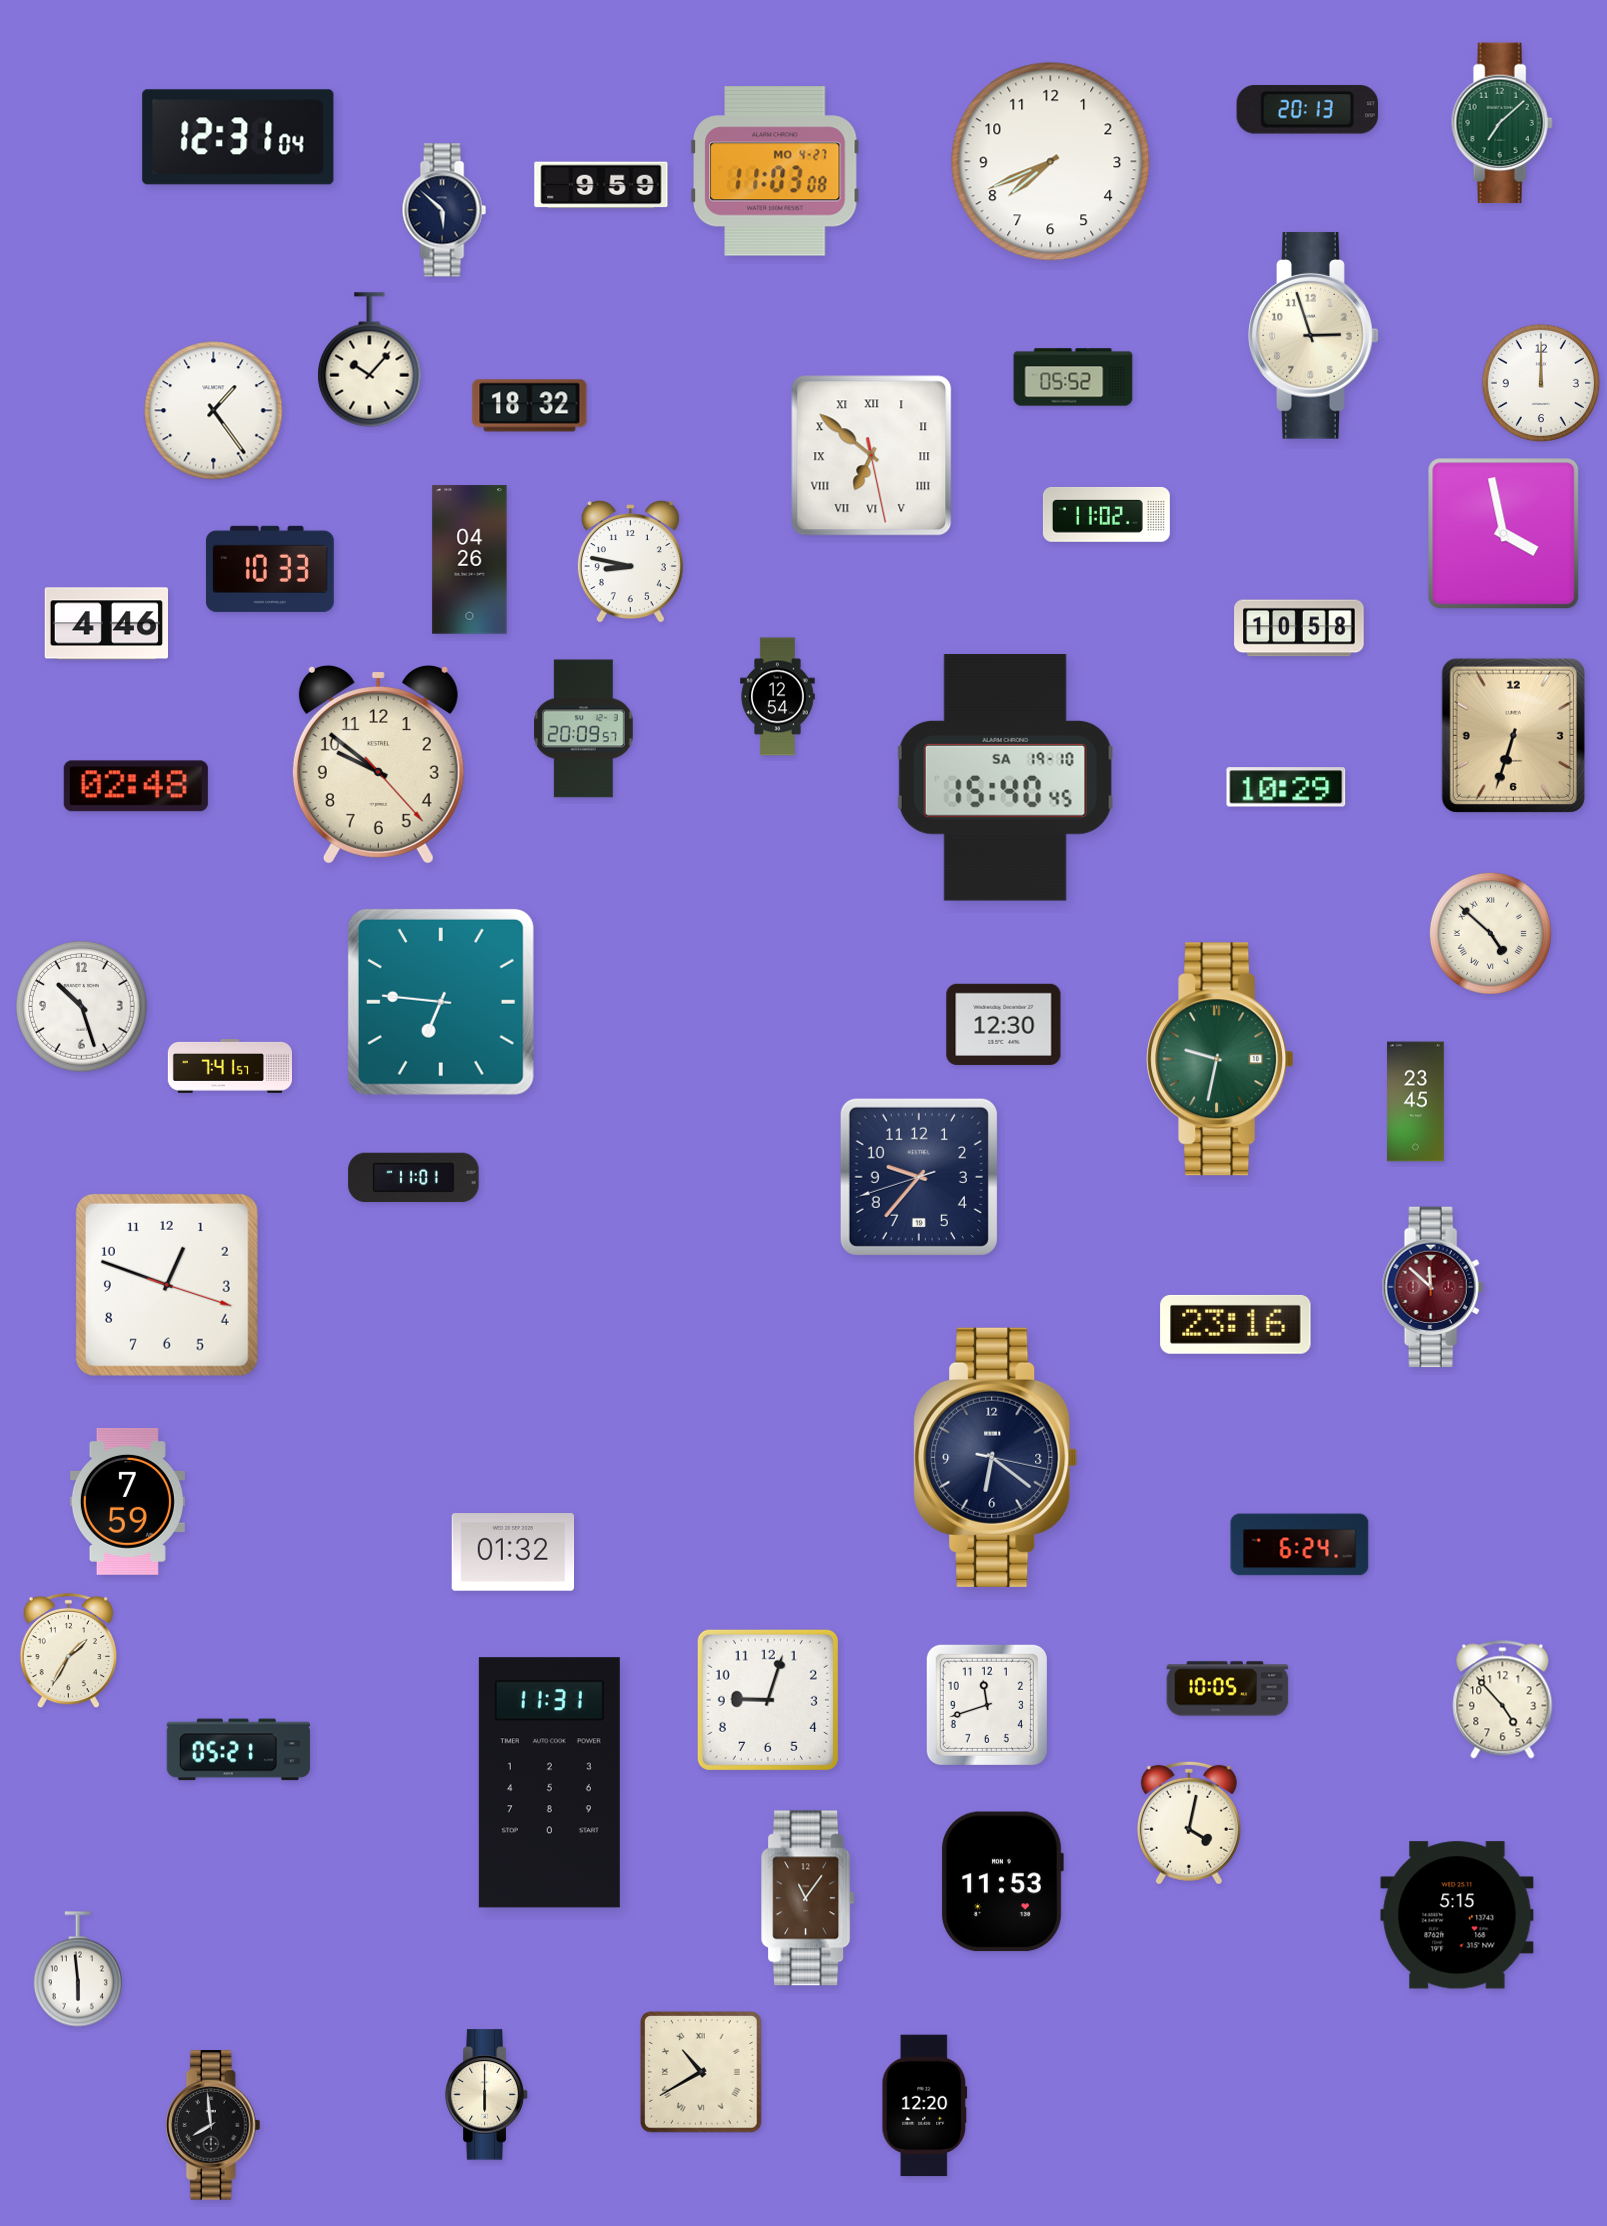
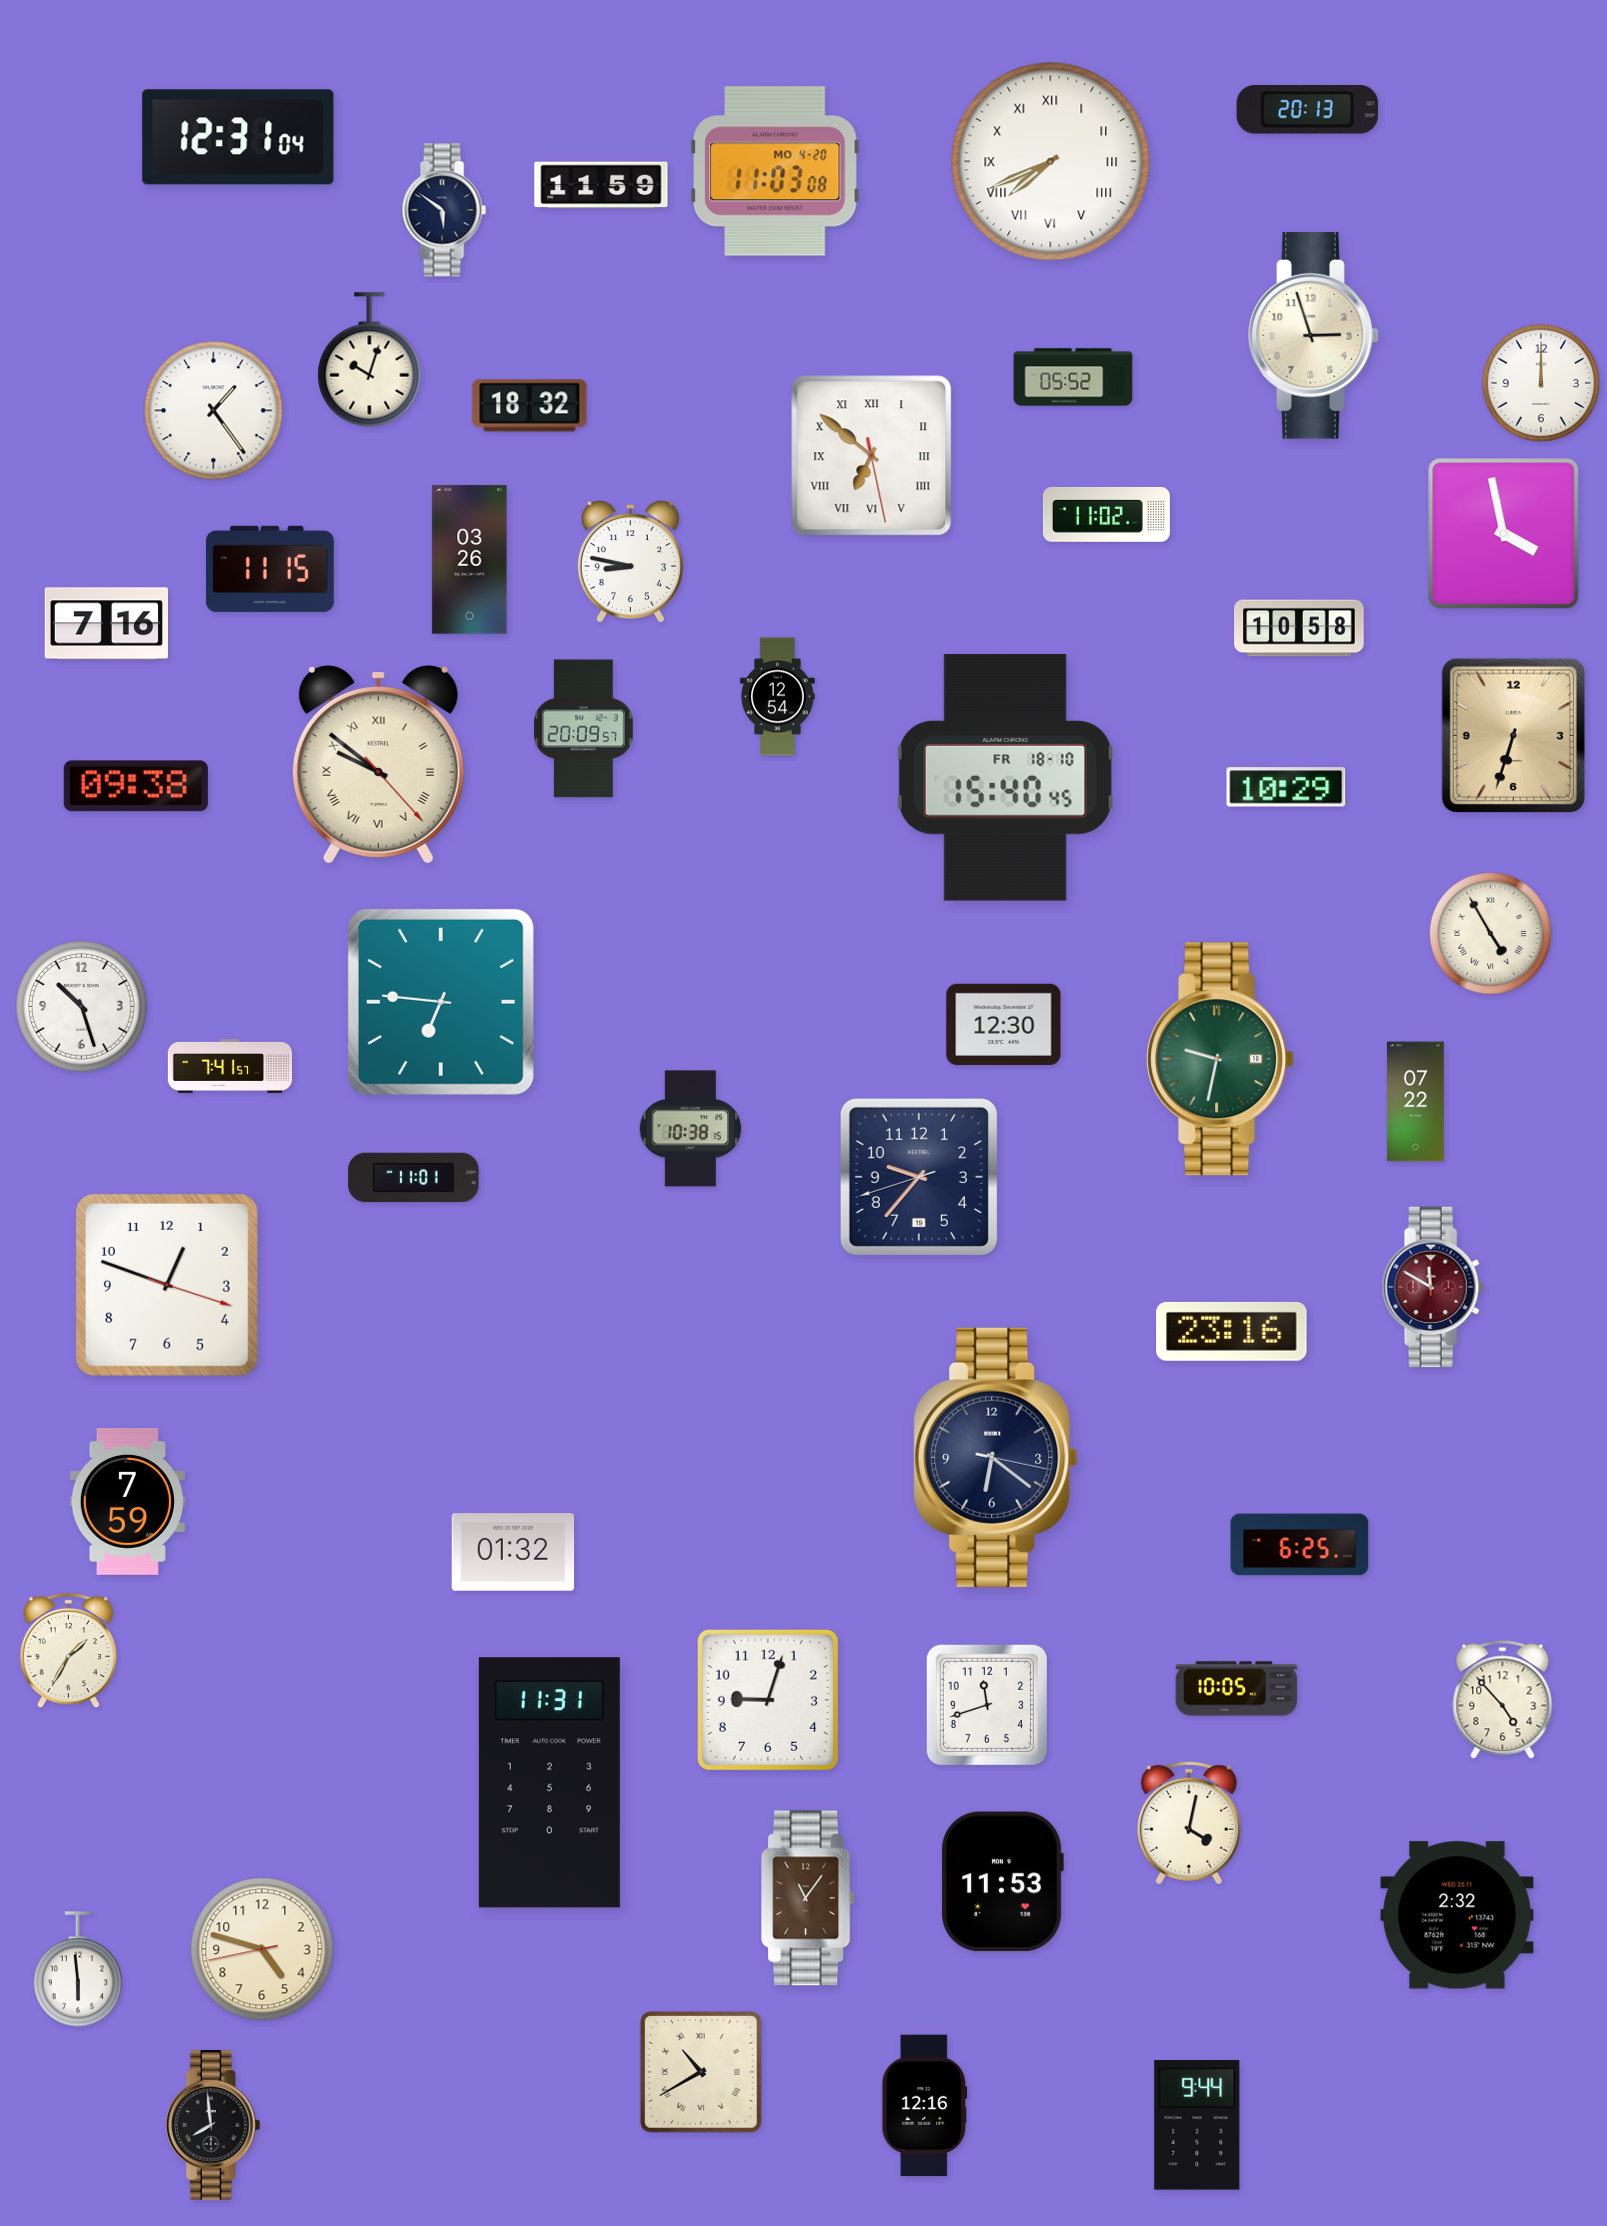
clock at (1502, 123): 7:08 -> none
clock at (1051, 162) numerals: Arabic -> Roman
clock at (775, 171) date: MO 4-27 -> MO 4-20
clock at (601, 185): 9:59 -> 11:59
clock at (444, 210): 5:52 -> 5:51
clock at (370, 360): 10:07 -> 10:03
clock at (470, 560): 04:26 -> 03:26
clock at (270, 569): 10:33 -> 11:15
clock at (106, 624): 4:46 -> 7:16
clock at (378, 765) numerals: Arabic -> Roman
clock at (1006, 778) date: SA 19-10 -> FR 18-10
clock at (136, 786): 02:48 -> 09:38
clock at (1490, 933): 4:52 -> 4:55
clock at (1416, 1102): 23:45 -> 07:22
clock at (691, 1129): none -> 10:38
clock at (1433, 1287): 11:52 -> 11:50
clock at (1236, 1324) position: (1236, 1324) -> (1232, 1331)
clock at (1300, 1545): 6:24 -> 6:25
clock at (1228, 1689) position: (1228, 1689) -> (1237, 1689)
clock at (238, 1750): 05:21 -> none
clock at (1457, 1915): 5:15 -> 2:32
clock at (262, 1949): none -> 4:47
clock at (487, 2095): 6:00 -> none
clock at (925, 2106): 12:20 -> 12:16
clock at (1197, 2126): none -> 9:44
